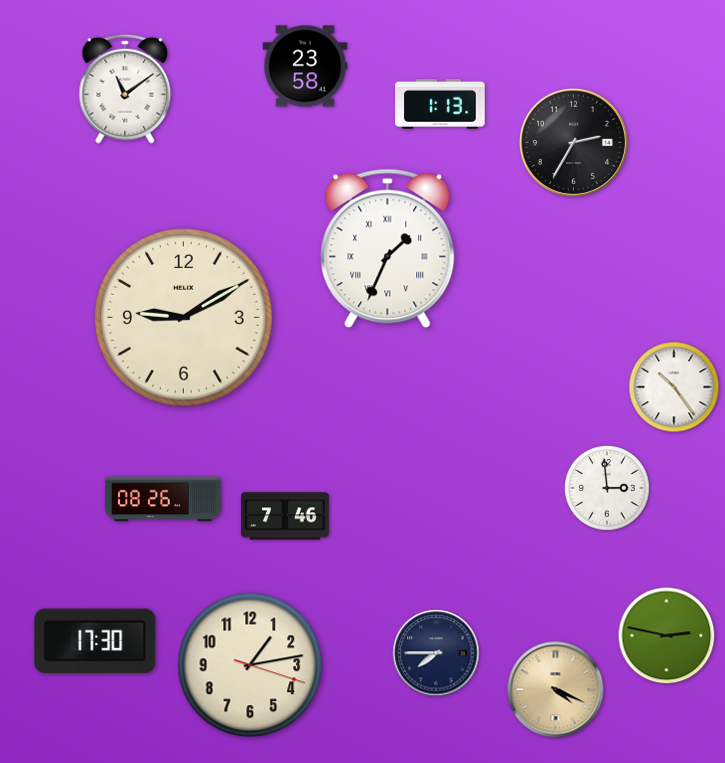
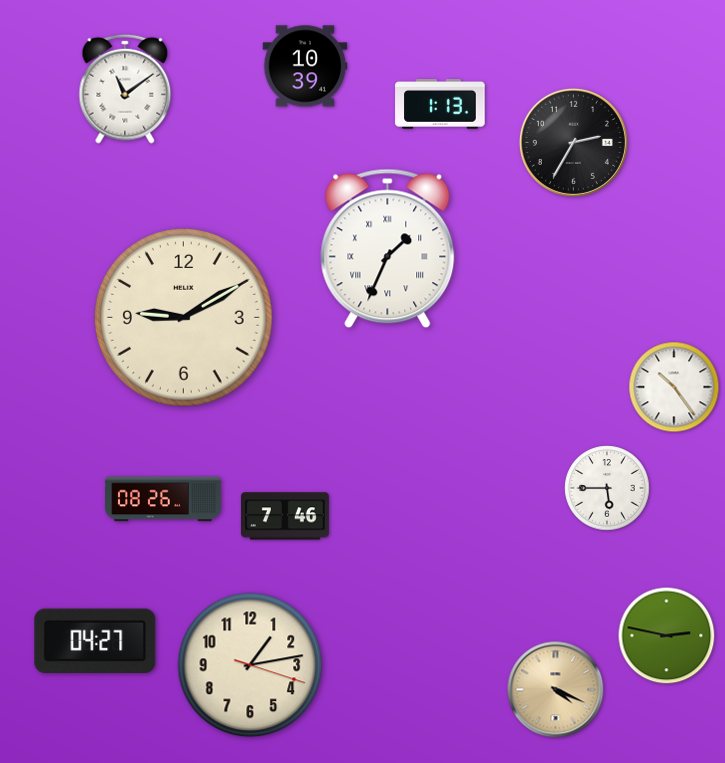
clock at (305, 66): 23:58 -> 10:39
clock at (607, 488): 2:59 -> 5:45
clock at (95, 641): 17:30 -> 04:27
clock at (436, 653): 7:45 -> none
